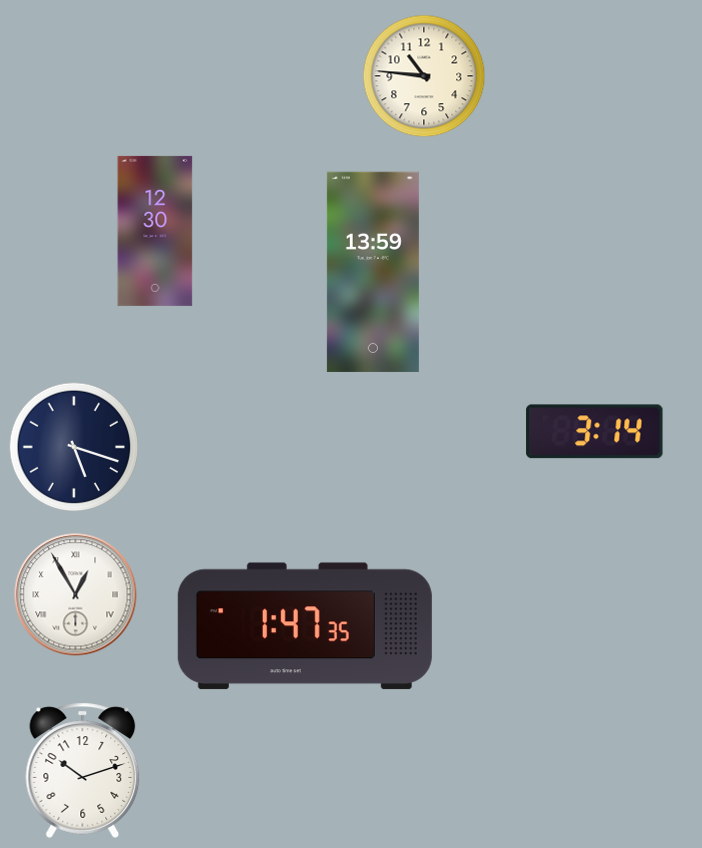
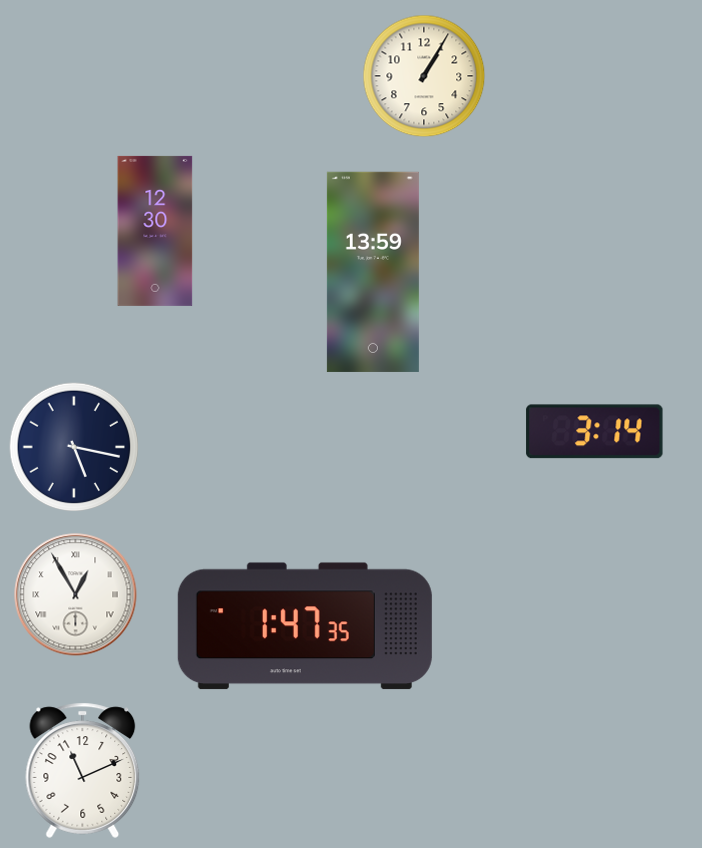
clock at (424, 76): 10:46 -> 1:05
clock at (74, 447): 5:18 -> 5:17
clock at (83, 770): 10:12 -> 11:11
